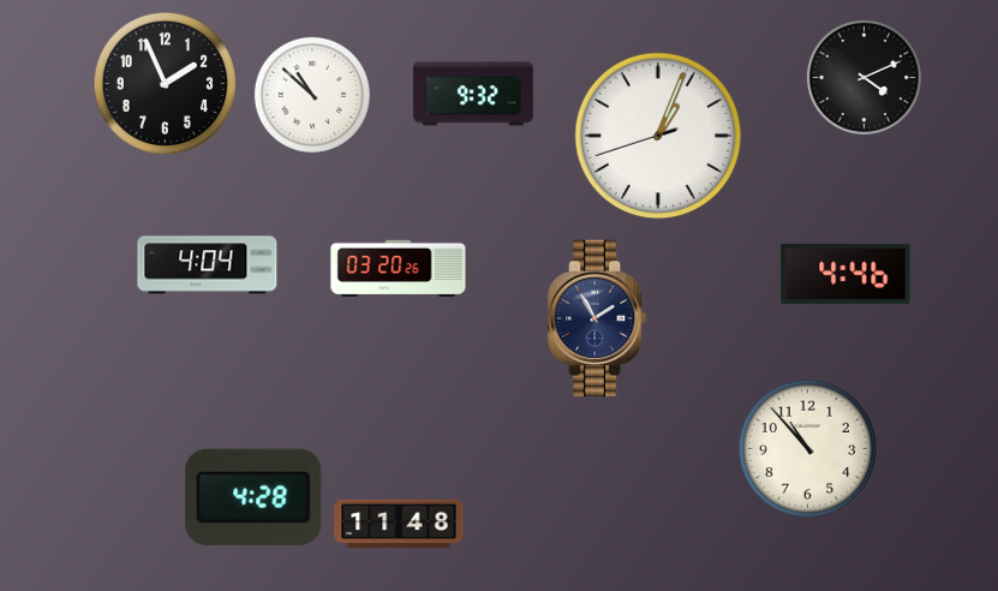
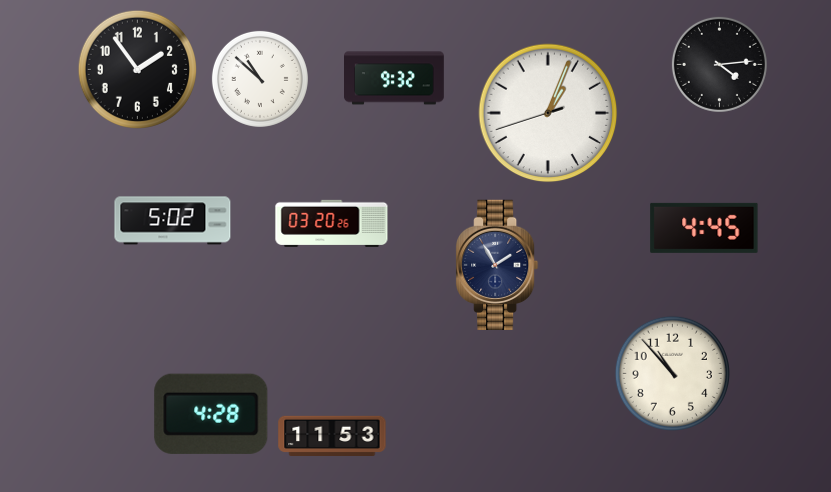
clock at (863, 77): 4:11 -> 4:14
clock at (165, 83): 1:56 -> 1:54
clock at (208, 265): 4:04 -> 5:02
clock at (845, 274): 4:46 -> 4:45
clock at (399, 523): 11:48 -> 11:53
